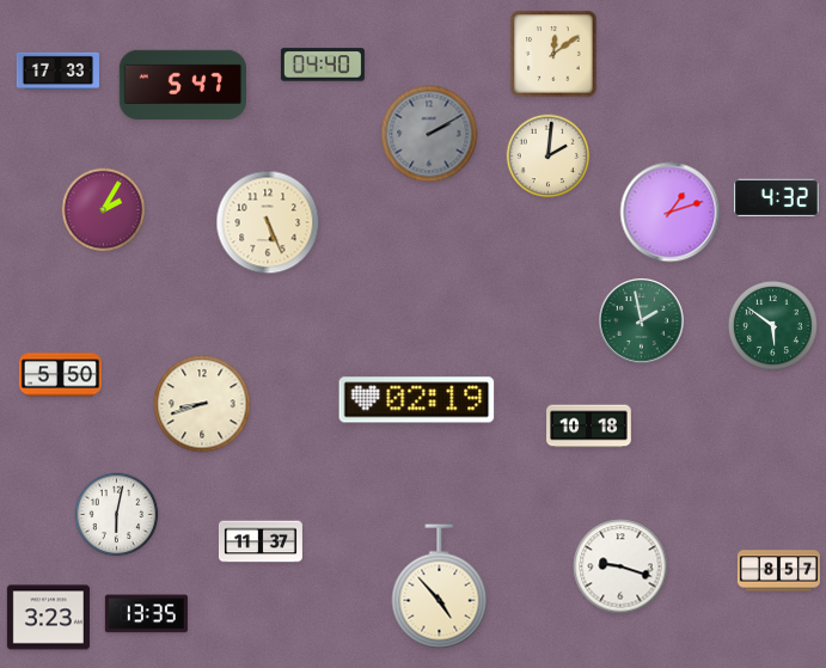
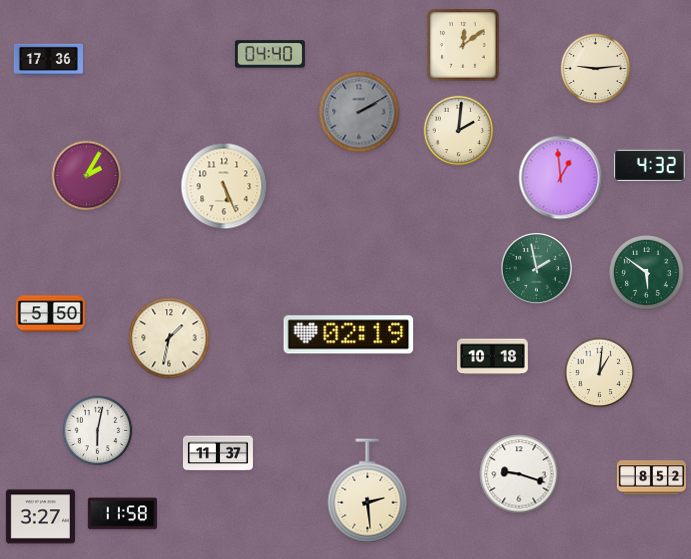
clock at (57, 71): 17:33 -> 17:36
clock at (596, 69): none -> 9:14
clock at (182, 85): 5:47 -> none
clock at (671, 213): 1:12 -> 12:59
clock at (202, 404): 8:42 -> 1:32
clock at (600, 373): none -> 1:01
clock at (778, 571): 8:57 -> 8:52
clock at (440, 587): 4:53 -> 2:29
clock at (146, 614): 13:35 -> 11:58
clock at (48, 618): 3:23 -> 3:27
